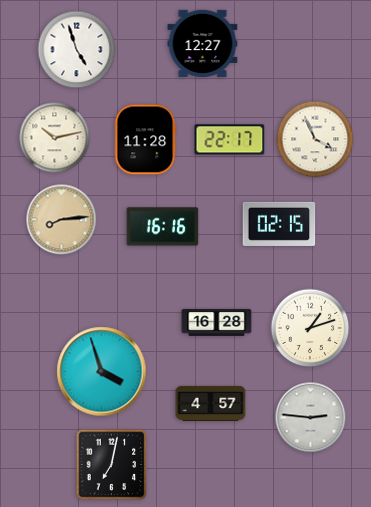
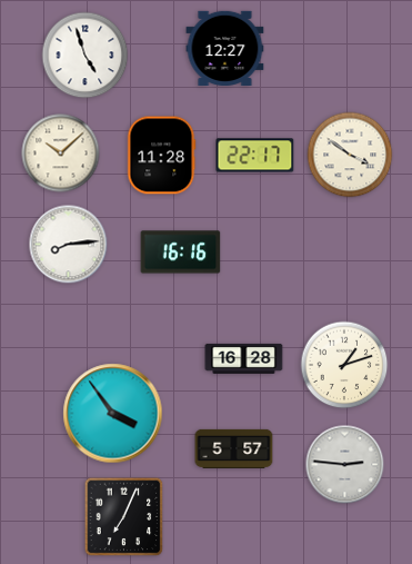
clock at (55, 138): 10:13 -> 10:08
clock at (315, 139): 3:56 -> 3:51
clock at (62, 220) dial: champagne -> white
clock at (279, 224): 02:15 -> none
clock at (217, 322) position: (217, 322) -> (244, 358)
clock at (102, 372): 3:57 -> 3:54
clock at (211, 403): 4:57 -> 5:57
clock at (112, 465): 7:02 -> 7:04
